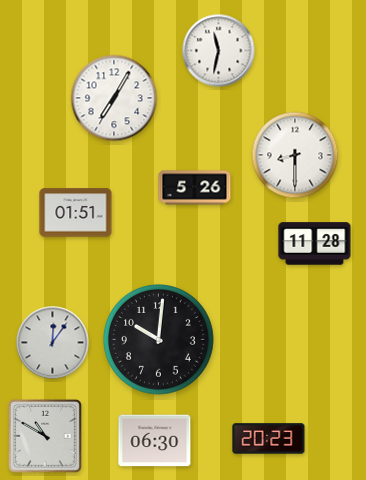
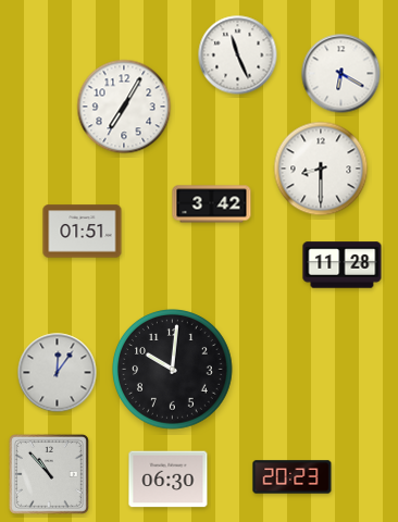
clock at (219, 51): 11:32 -> 11:26
clock at (341, 74): none -> 6:20
clock at (195, 188): 5:26 -> 3:42
clock at (45, 436): 10:50 -> 10:53
